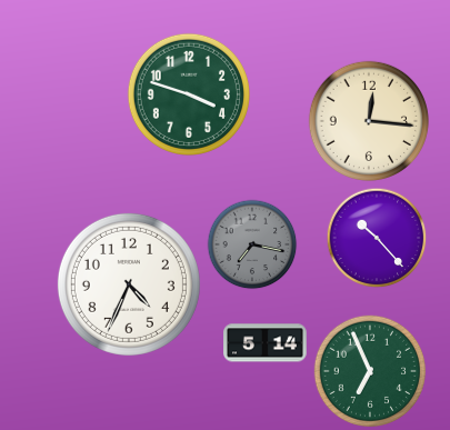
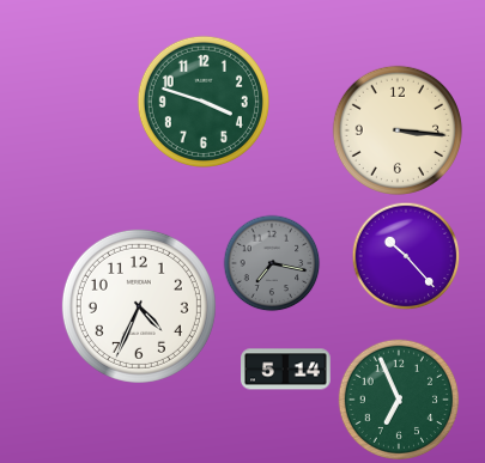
clock at (369, 121): 12:16 -> 3:16
